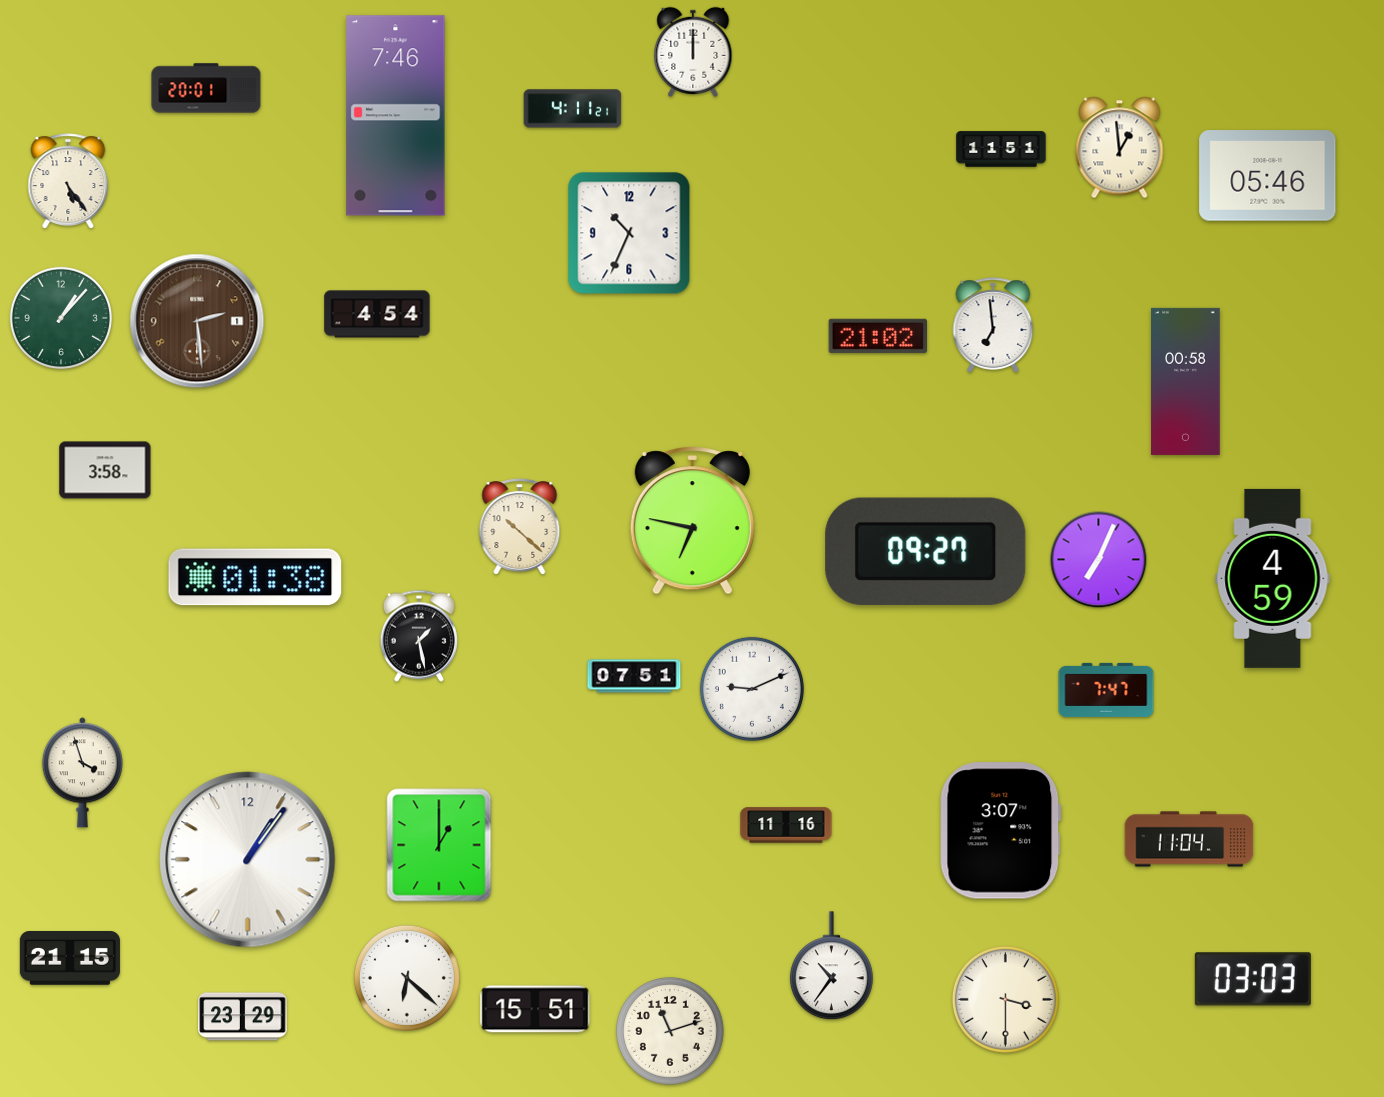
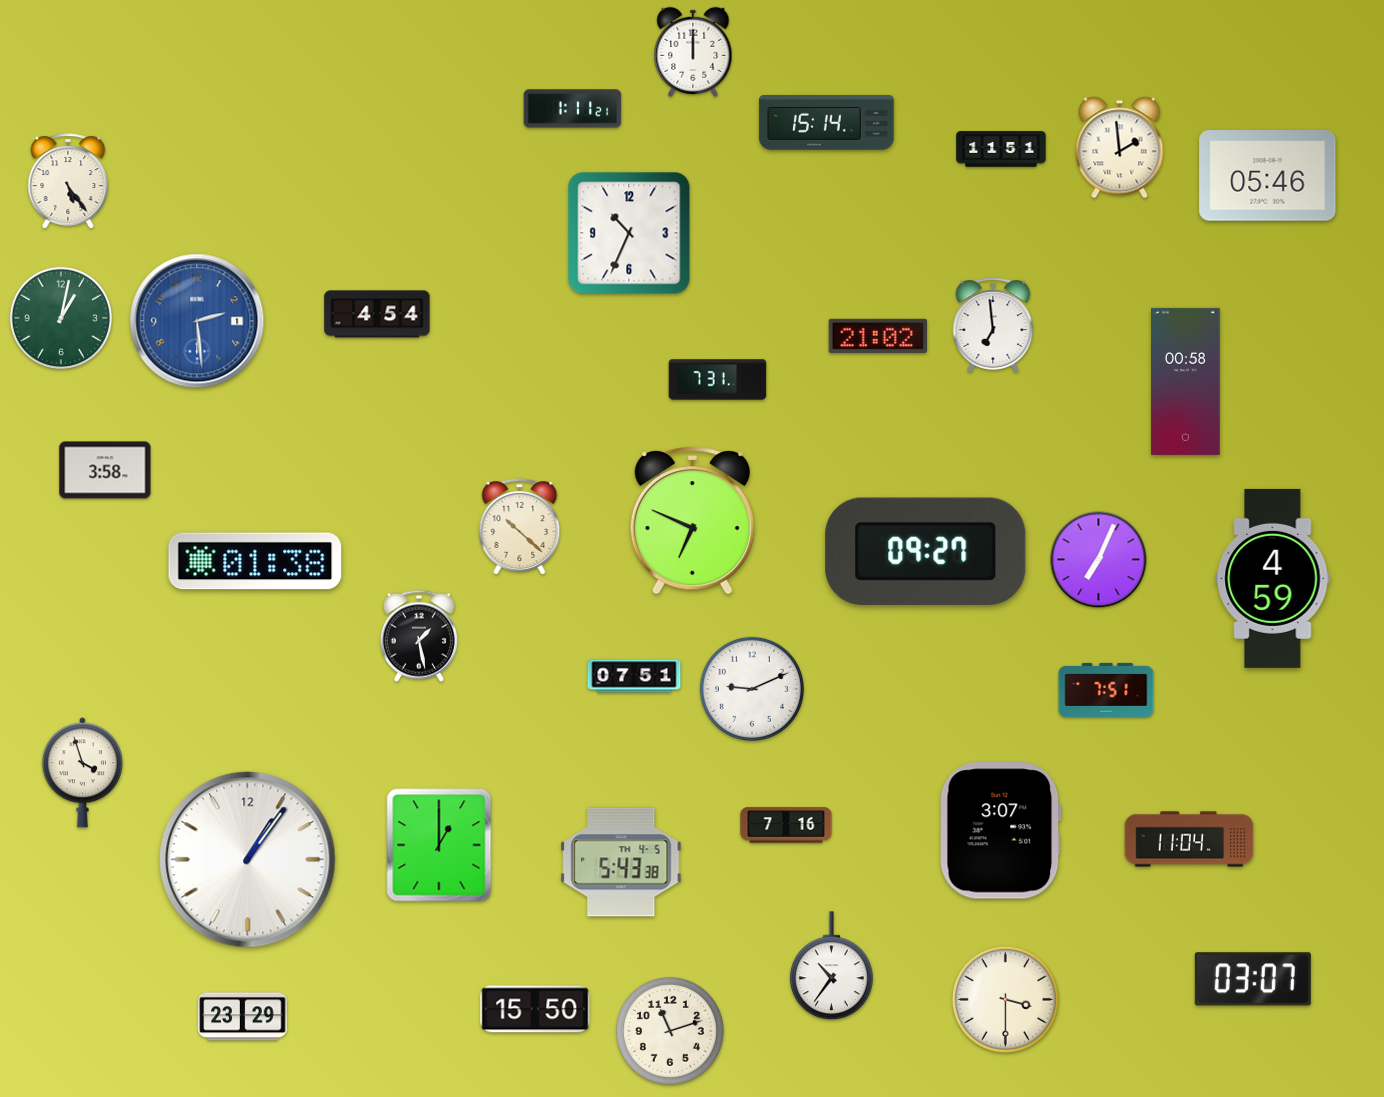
clock at (206, 88): 20:01 -> none
clock at (573, 109): 4:11 -> 1:11
clock at (396, 116): 7:46 -> none
clock at (827, 122): none -> 15:14
clock at (1120, 148): 12:59 -> 1:59
clock at (60, 317): 1:07 -> 1:02
clock at (197, 321) dial: brown -> blue
clock at (718, 380): none -> 7:31
clock at (692, 521): 6:47 -> 6:49
clock at (255, 577) position: (255, 577) -> (255, 561)
clock at (1106, 690): 7:47 -> 7:51
clock at (786, 825): 11:16 -> 7:16
clock at (621, 862): none -> 5:43
clock at (70, 959): 21:15 -> none
clock at (407, 978): 6:22 -> none
clock at (1253, 979): 03:03 -> 03:07
clock at (535, 1009): 15:51 -> 15:50
